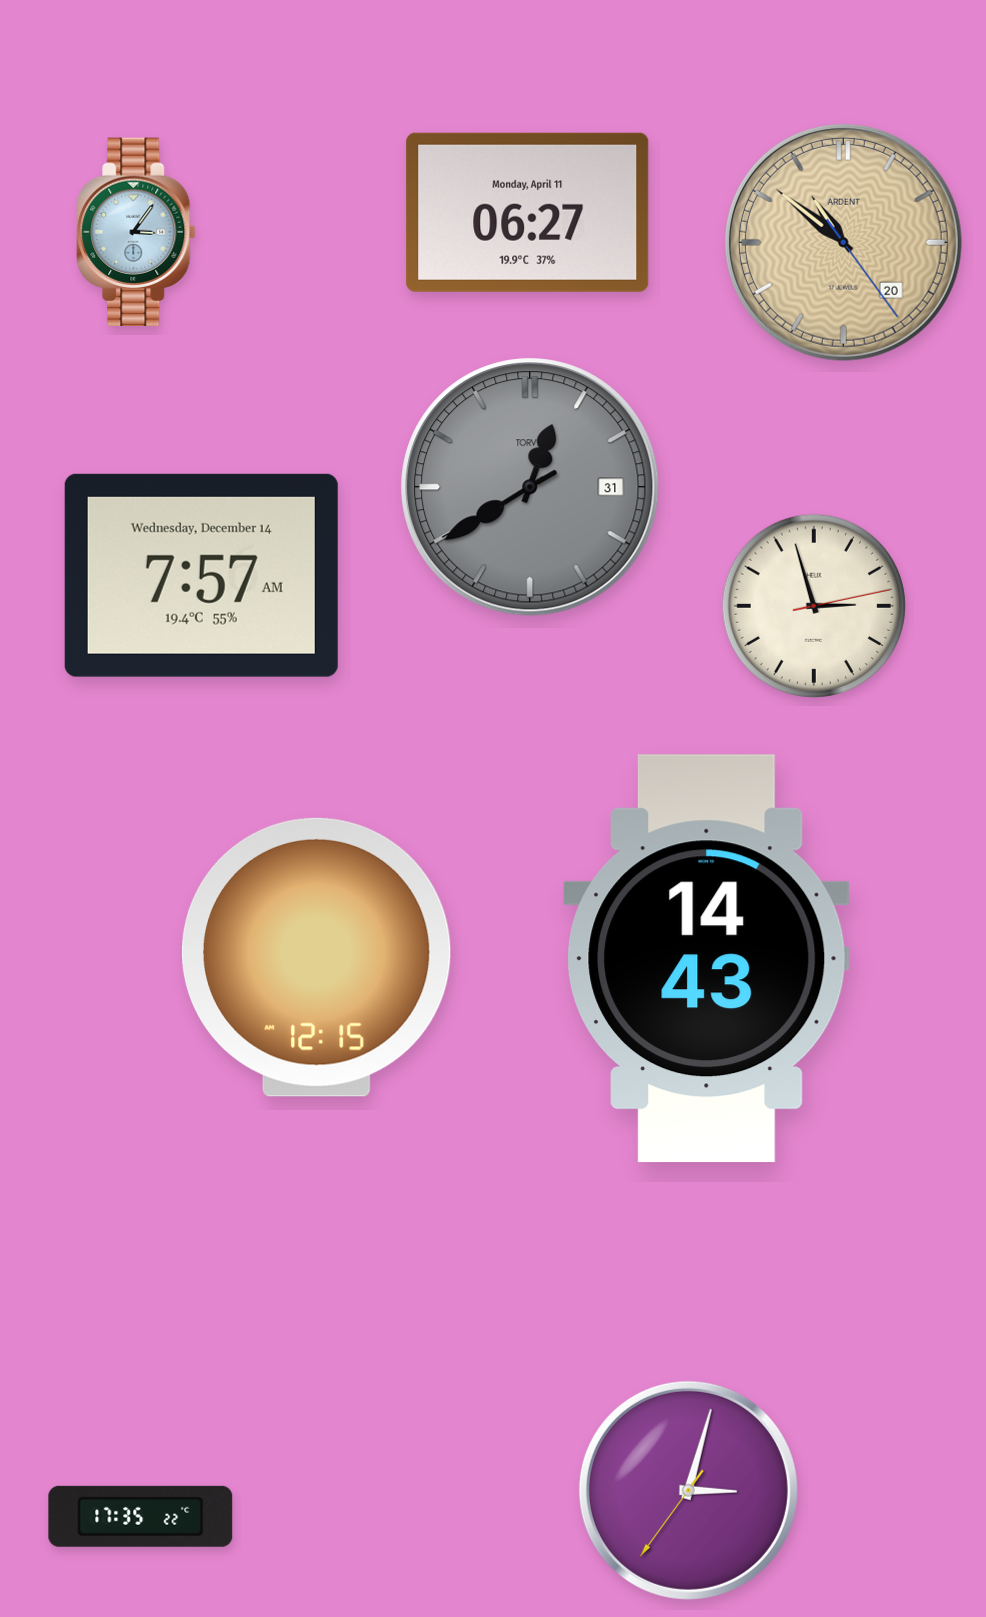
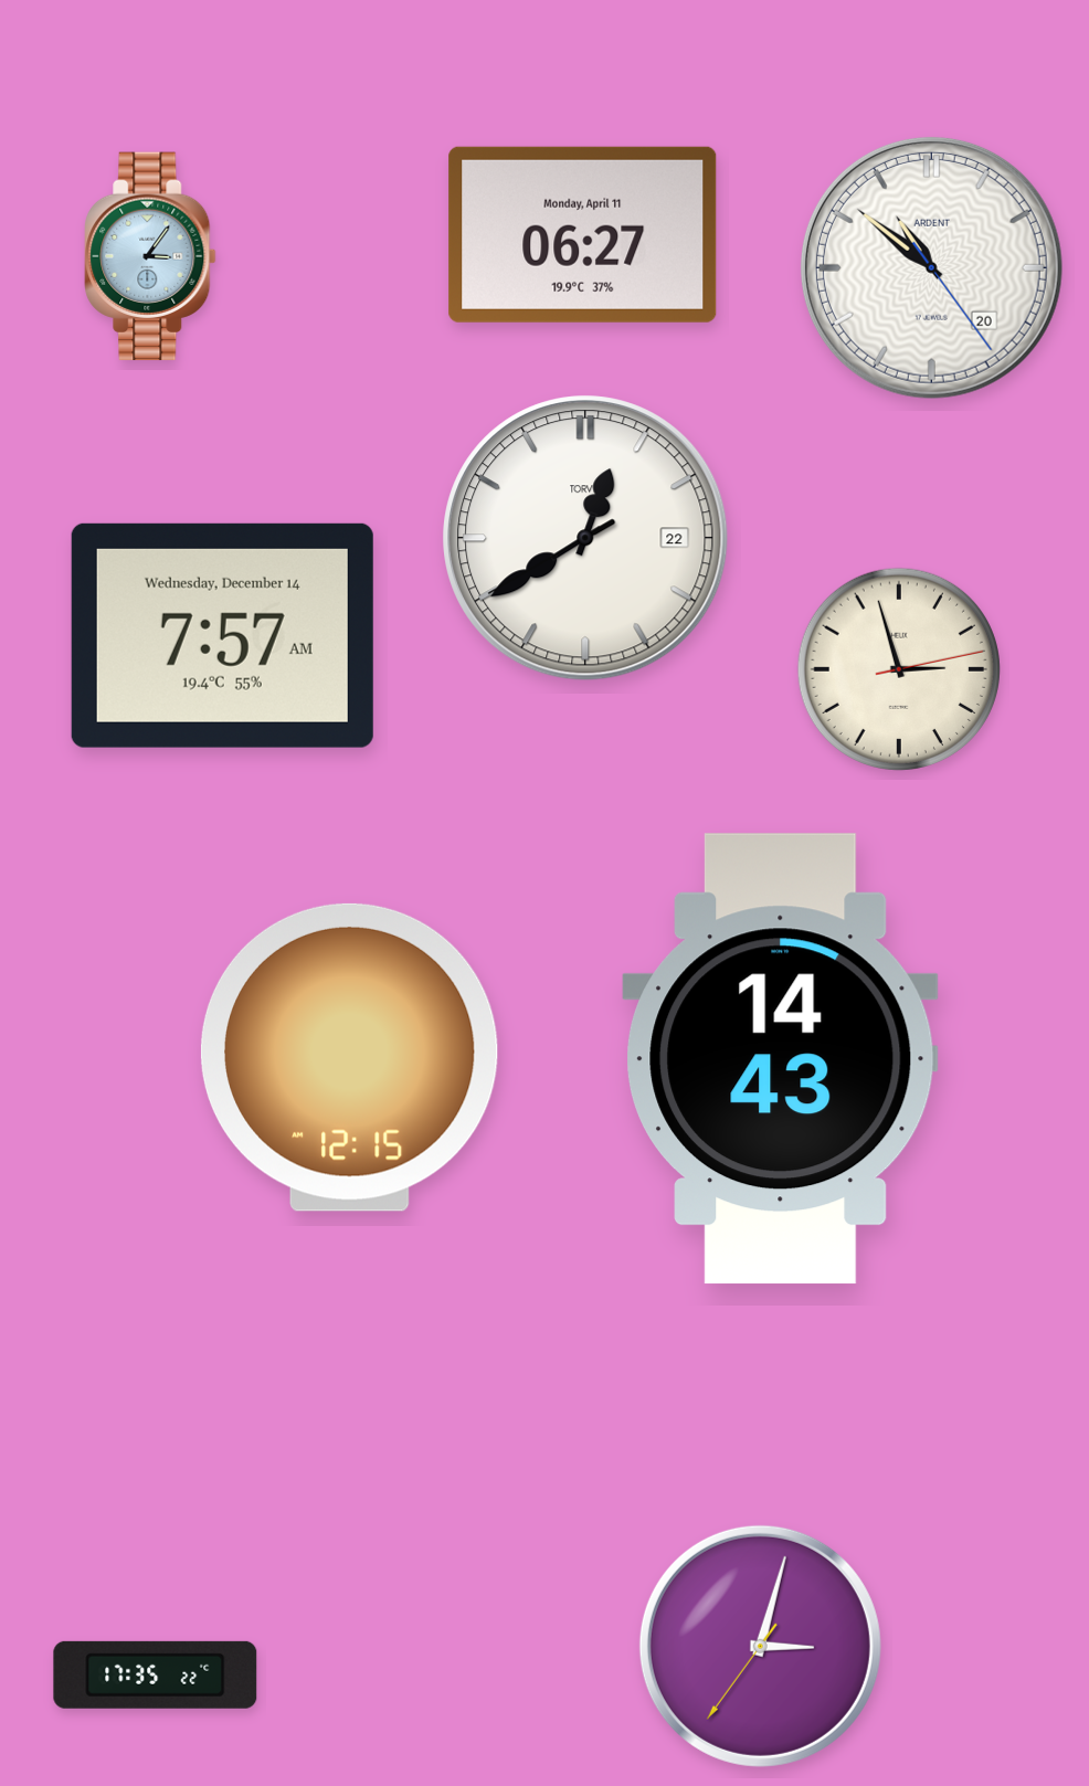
clock at (843, 242) dial: champagne -> white
clock at (530, 487) date: 31 -> 22
clock at (530, 487) dial: grey -> white
